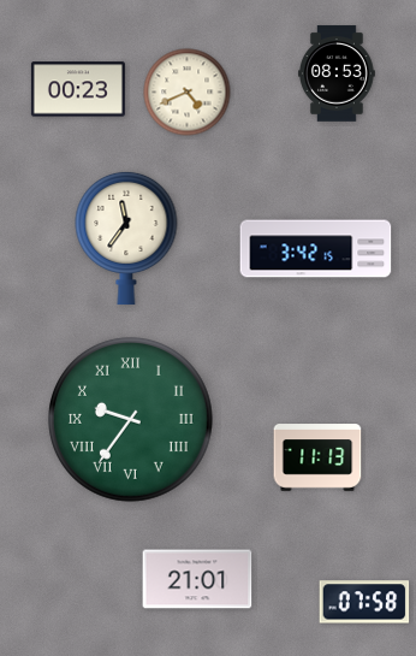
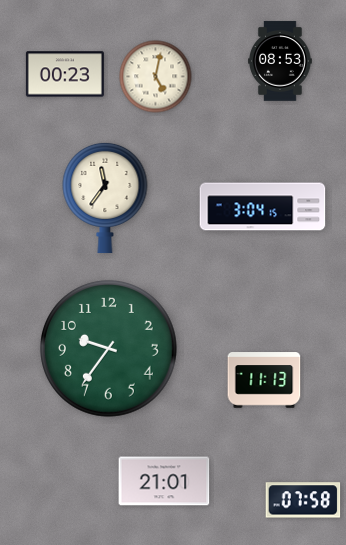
clock at (188, 93): 4:41 -> 5:02
clock at (316, 249): 3:42 -> 3:04
clock at (130, 419) numerals: Roman -> Arabic
